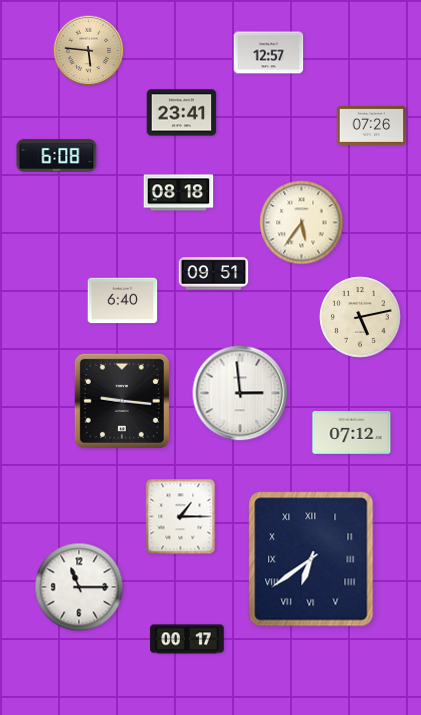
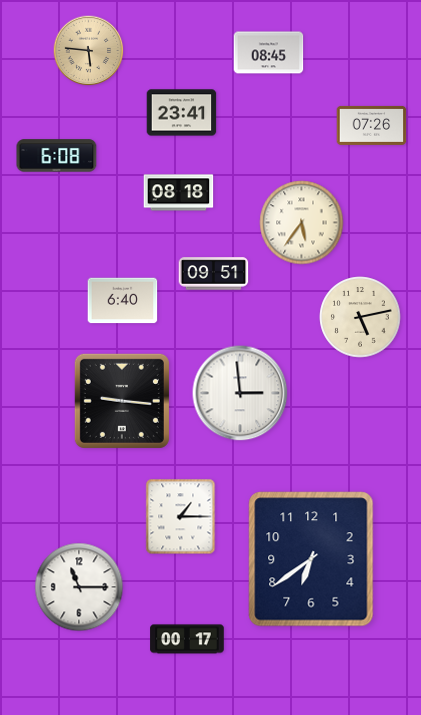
clock at (269, 53): 12:57 -> 08:45
clock at (352, 433): 07:12 -> none
clock at (311, 559) numerals: Roman -> Arabic
